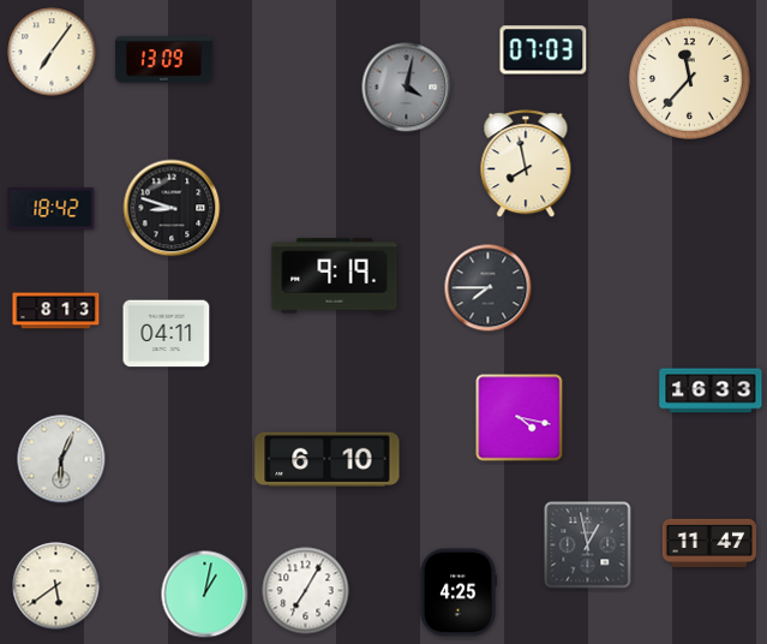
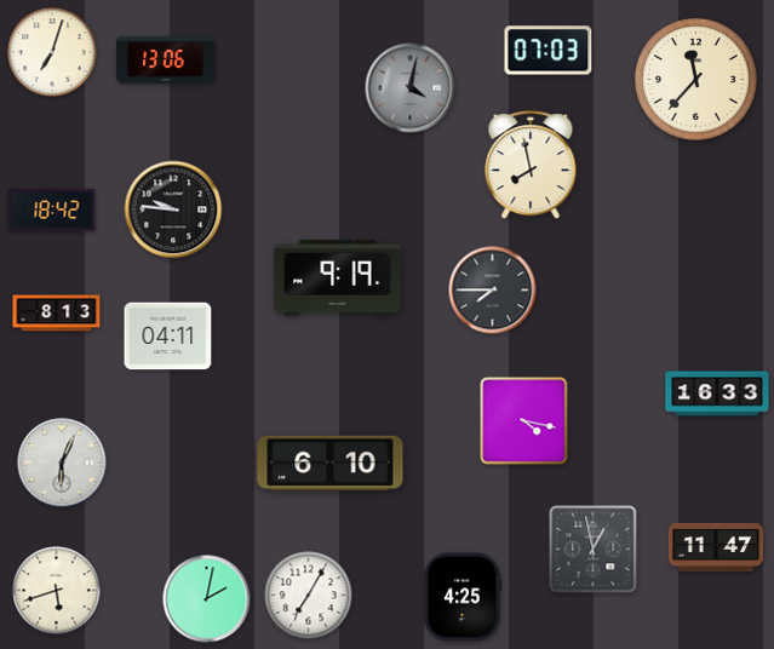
clock at (52, 52): 7:06 -> 7:03
clock at (164, 60): 13:09 -> 13:06
clock at (172, 208): 8:48 -> 9:46
clock at (56, 586): 5:39 -> 5:42
clock at (205, 595): 1:02 -> 2:02
